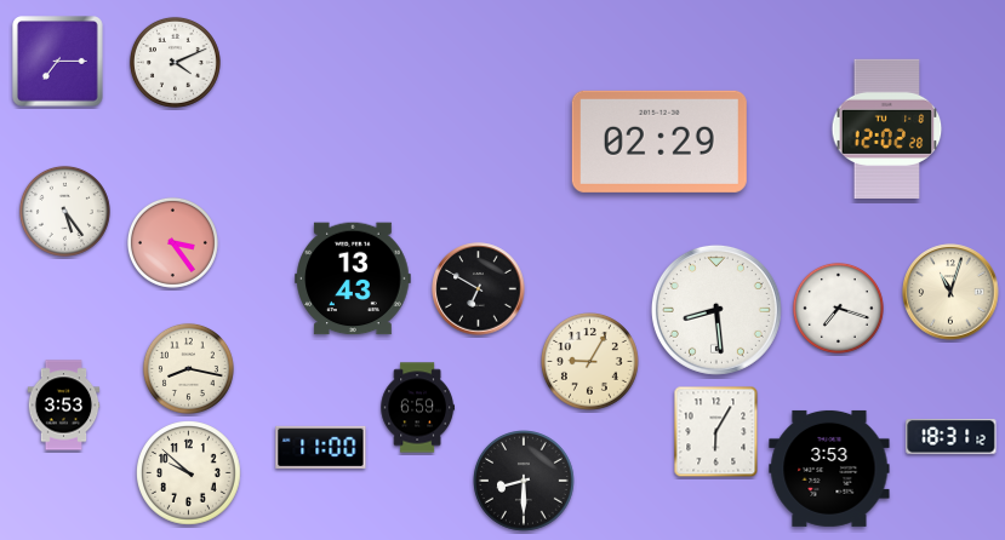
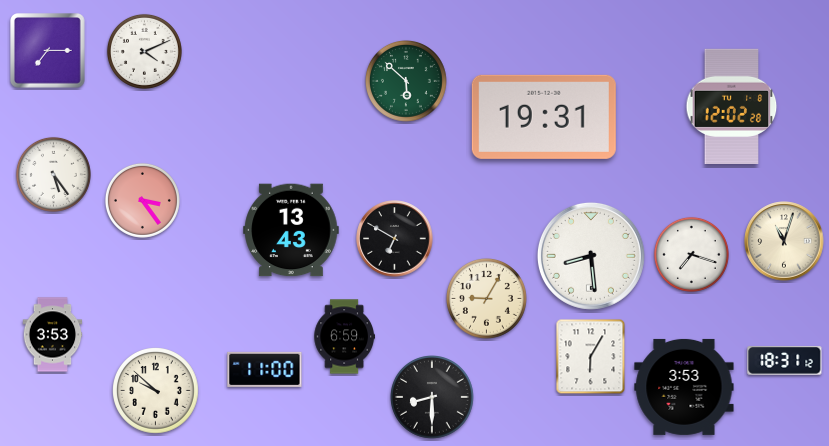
clock at (407, 81): none -> 5:52
clock at (659, 142): 02:29 -> 19:31
clock at (188, 368): 8:17 -> none
